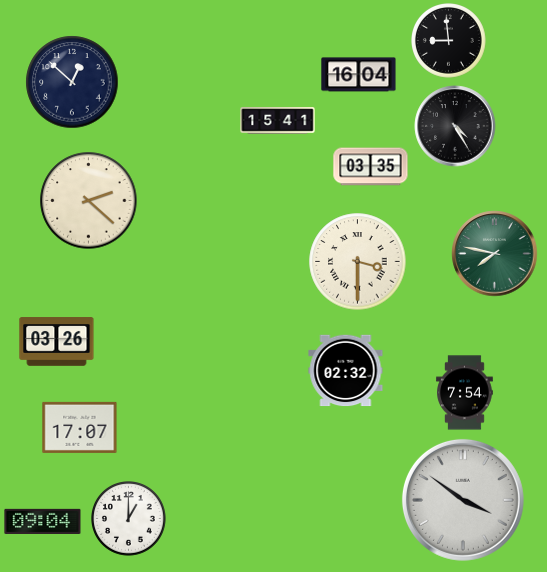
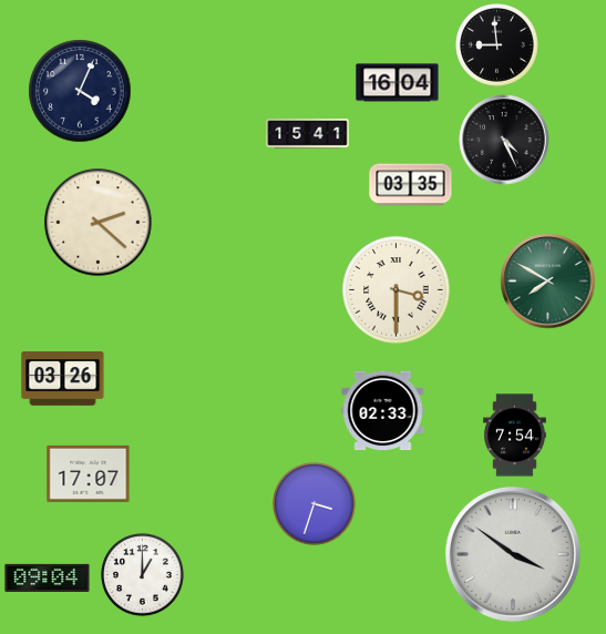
clock at (72, 82): 12:52 -> 4:04
clock at (455, 126): 4:25 -> 4:26
clock at (495, 254): 7:47 -> 7:50
clock at (346, 371): 02:32 -> 02:33
clock at (315, 504): none -> 3:33
